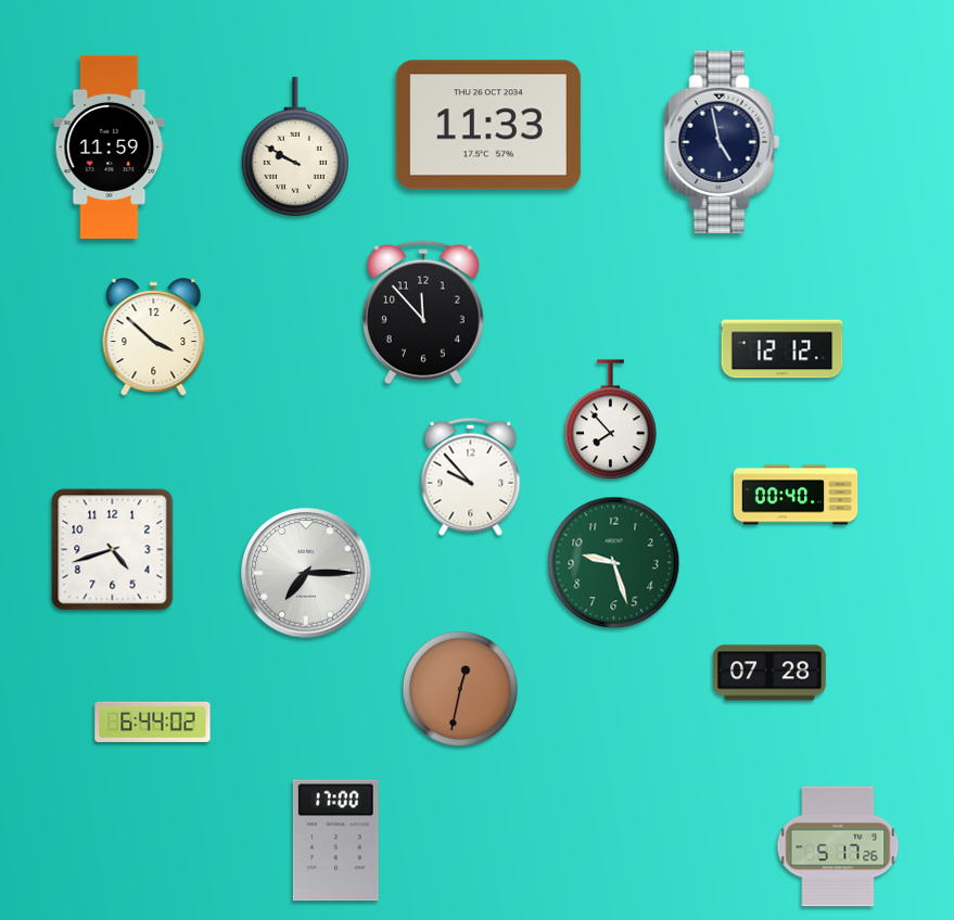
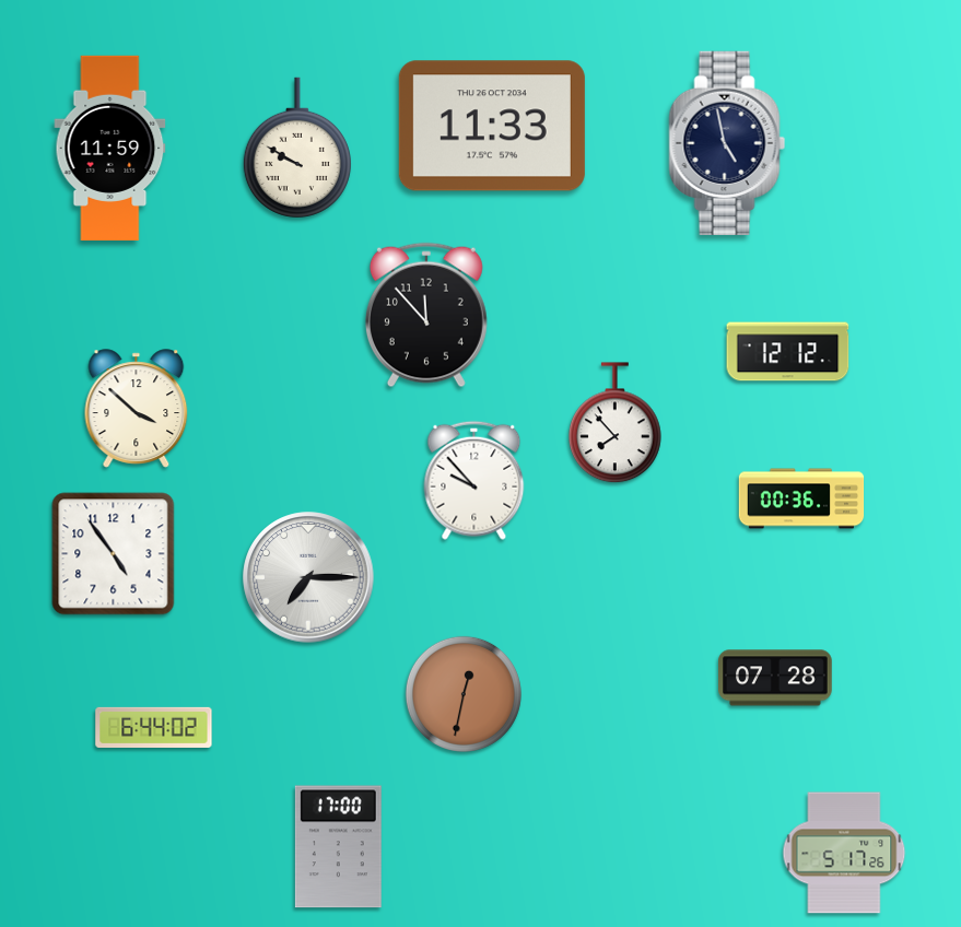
clock at (154, 337) position: (154, 337) -> (137, 409)
clock at (796, 495): 00:40 -> 00:36
clock at (113, 550): 4:42 -> 4:54
clock at (614, 563): 9:27 -> none
